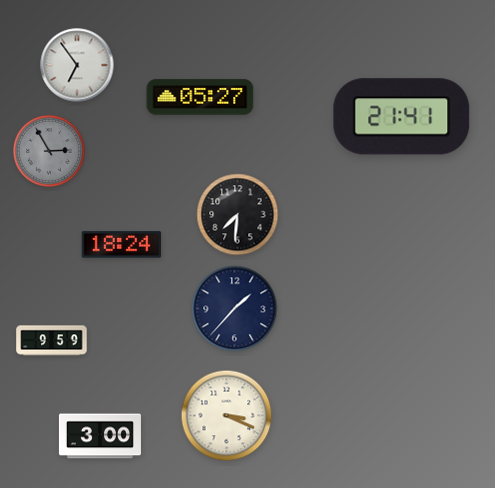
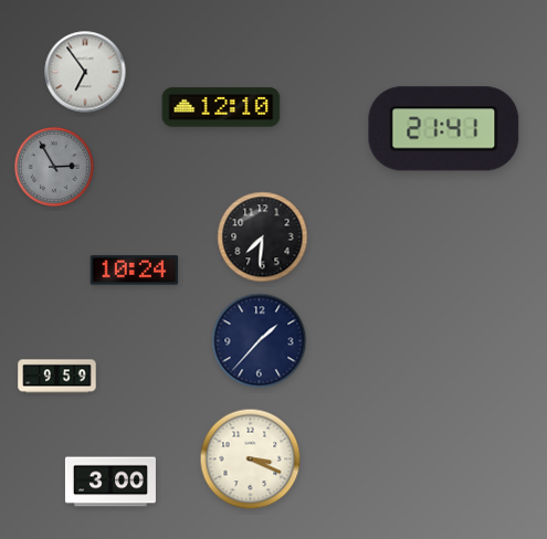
clock at (200, 97): 05:27 -> 12:10
clock at (122, 245): 18:24 -> 10:24
